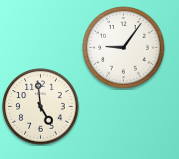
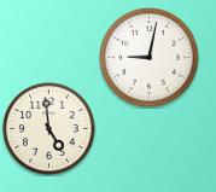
clock at (124, 48): 9:06 -> 9:02
